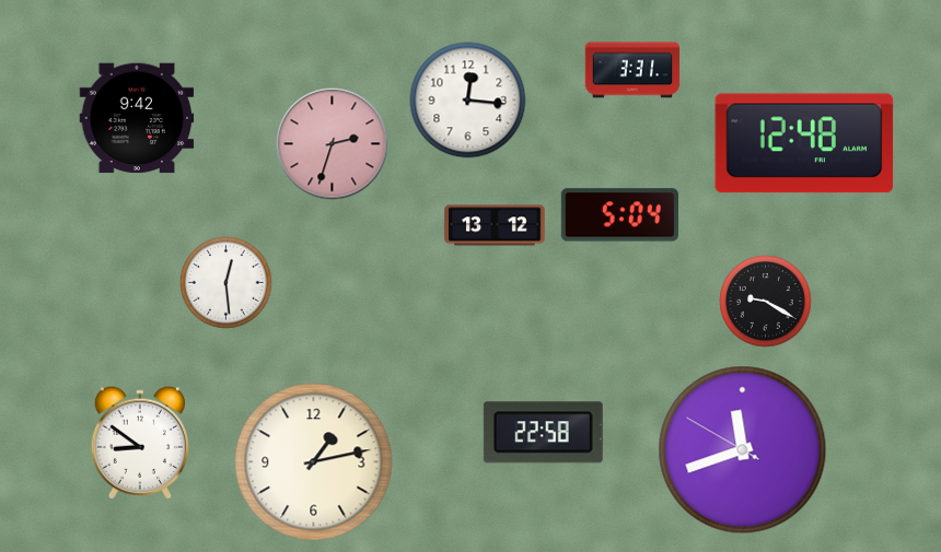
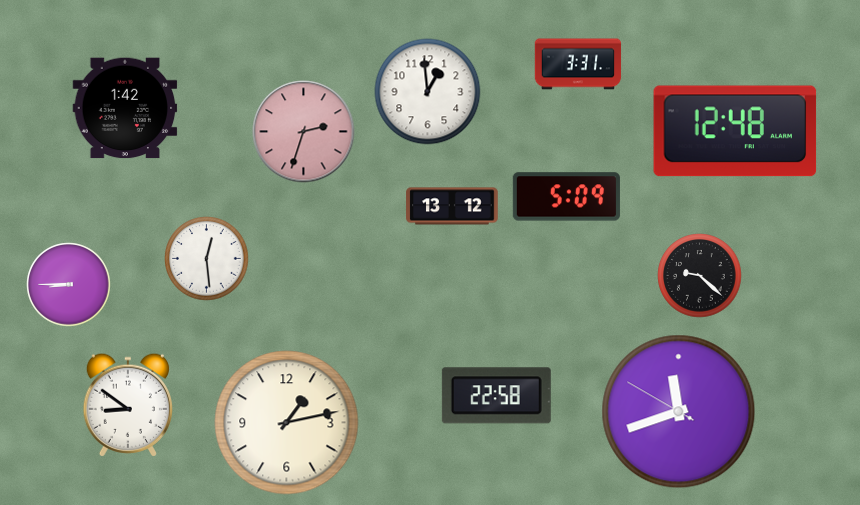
clock at (468, 101): 12:16 -> 12:59
clock at (137, 118): 9:42 -> 1:42
clock at (619, 215): 5:04 -> 5:09
clock at (766, 302): 9:20 -> 9:22
clock at (69, 285): none -> 8:45
